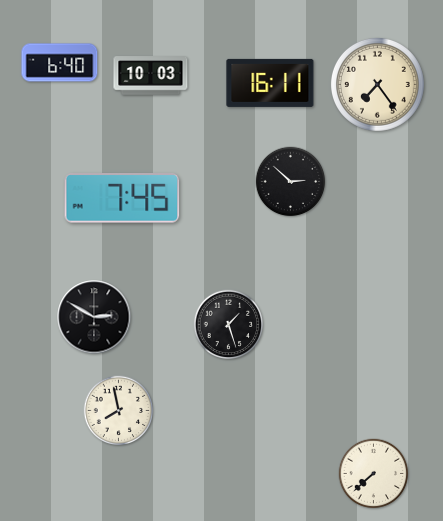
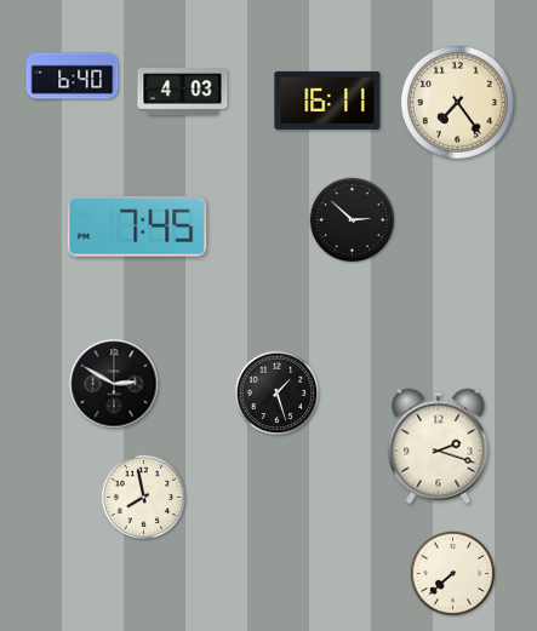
clock at (151, 76): 10:03 -> 4:03
clock at (122, 199) position: (122, 199) -> (137, 228)
clock at (439, 447): none -> 2:18
